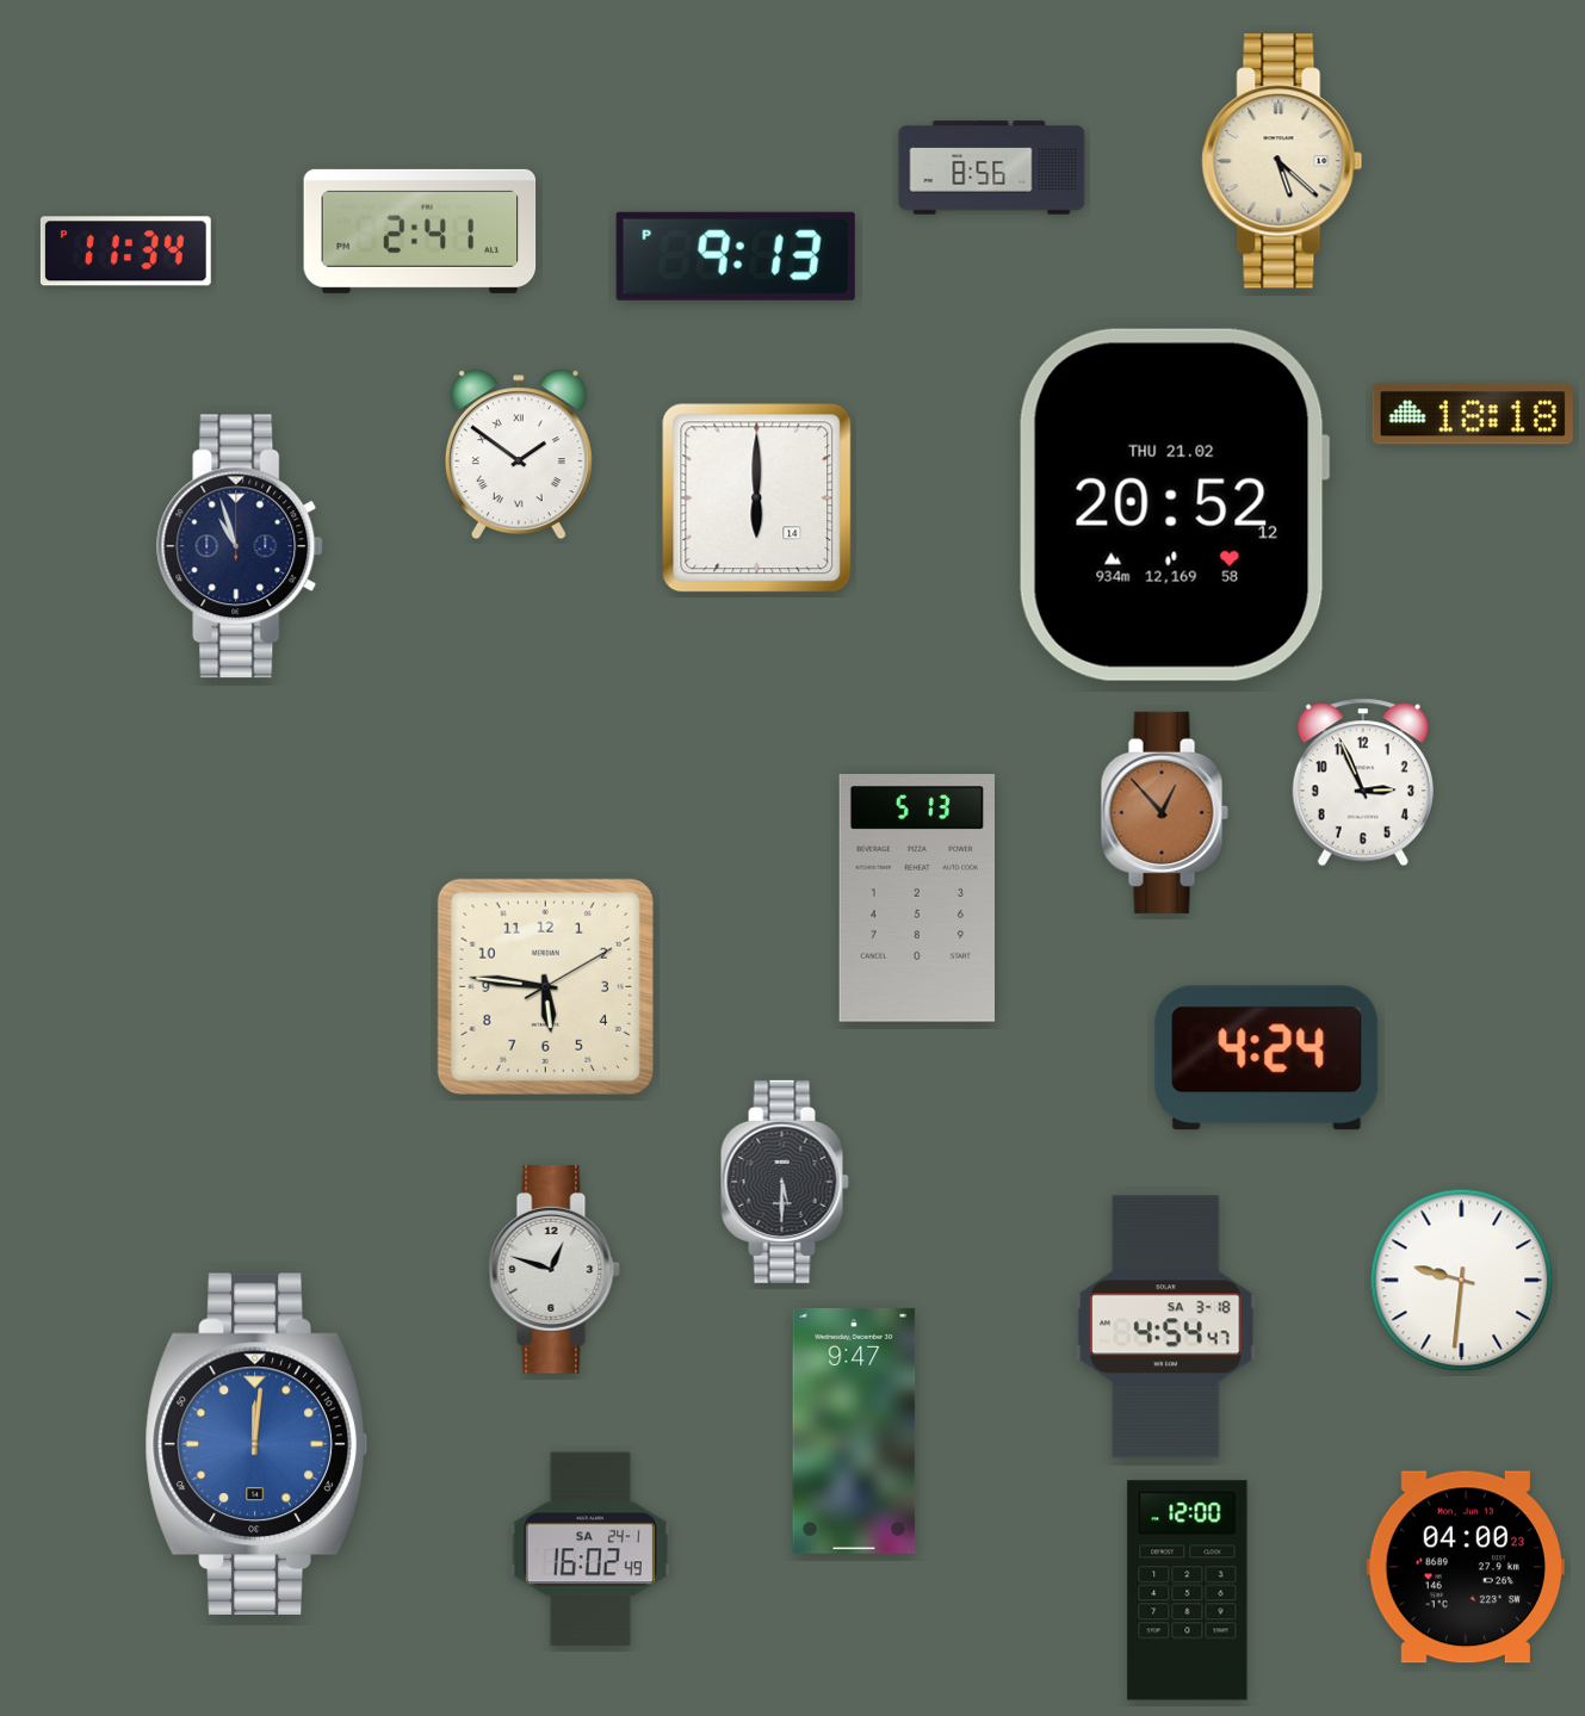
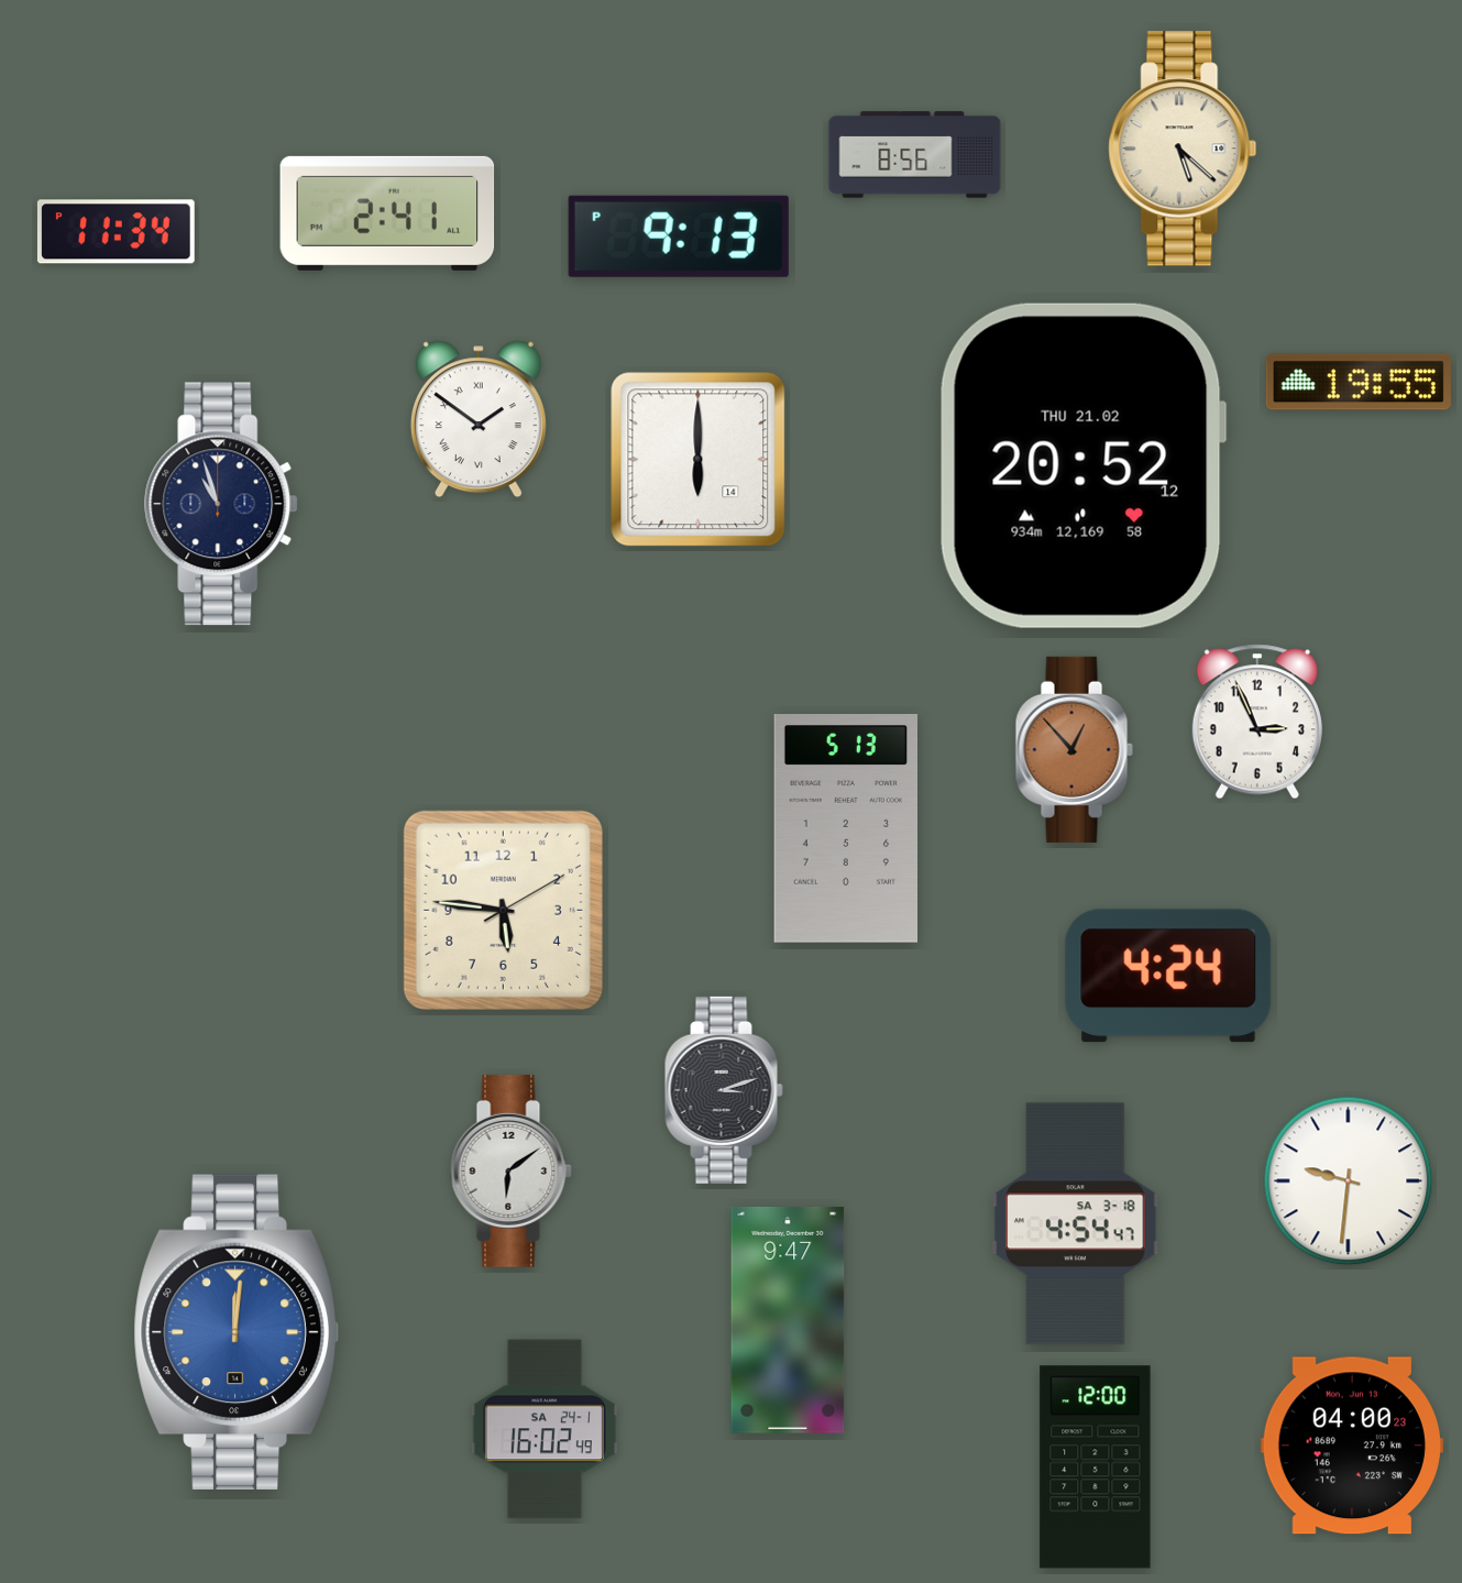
clock at (1473, 414): 18:18 -> 19:55
clock at (785, 1182): 5:30 -> 3:12
clock at (553, 1269): 12:48 -> 6:09
